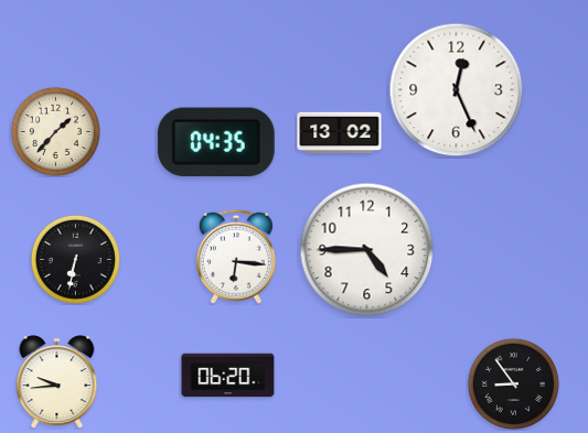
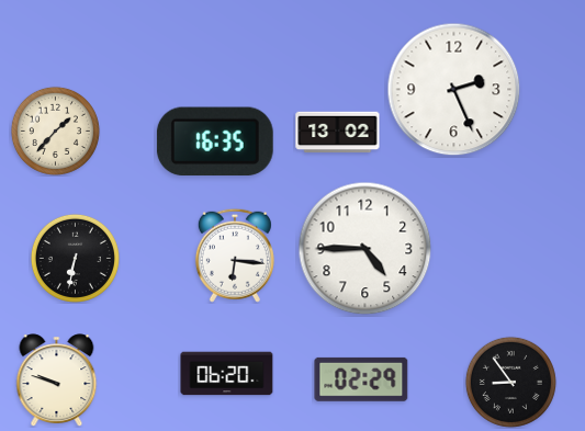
clock at (457, 90): 12:26 -> 2:26
clock at (216, 142): 04:35 -> 16:35
clock at (57, 381): 9:44 -> 9:48
clock at (361, 379): none -> 02:29
